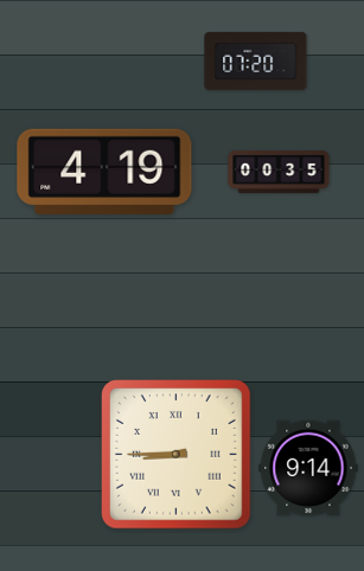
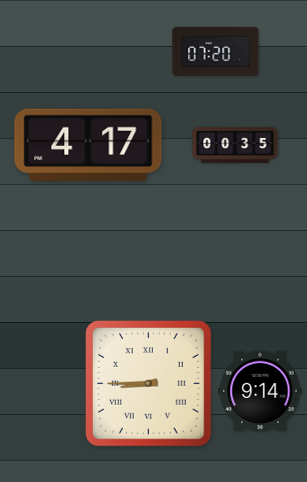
clock at (104, 171): 4:19 -> 4:17
clock at (308, 468) position: (308, 468) -> (260, 391)
